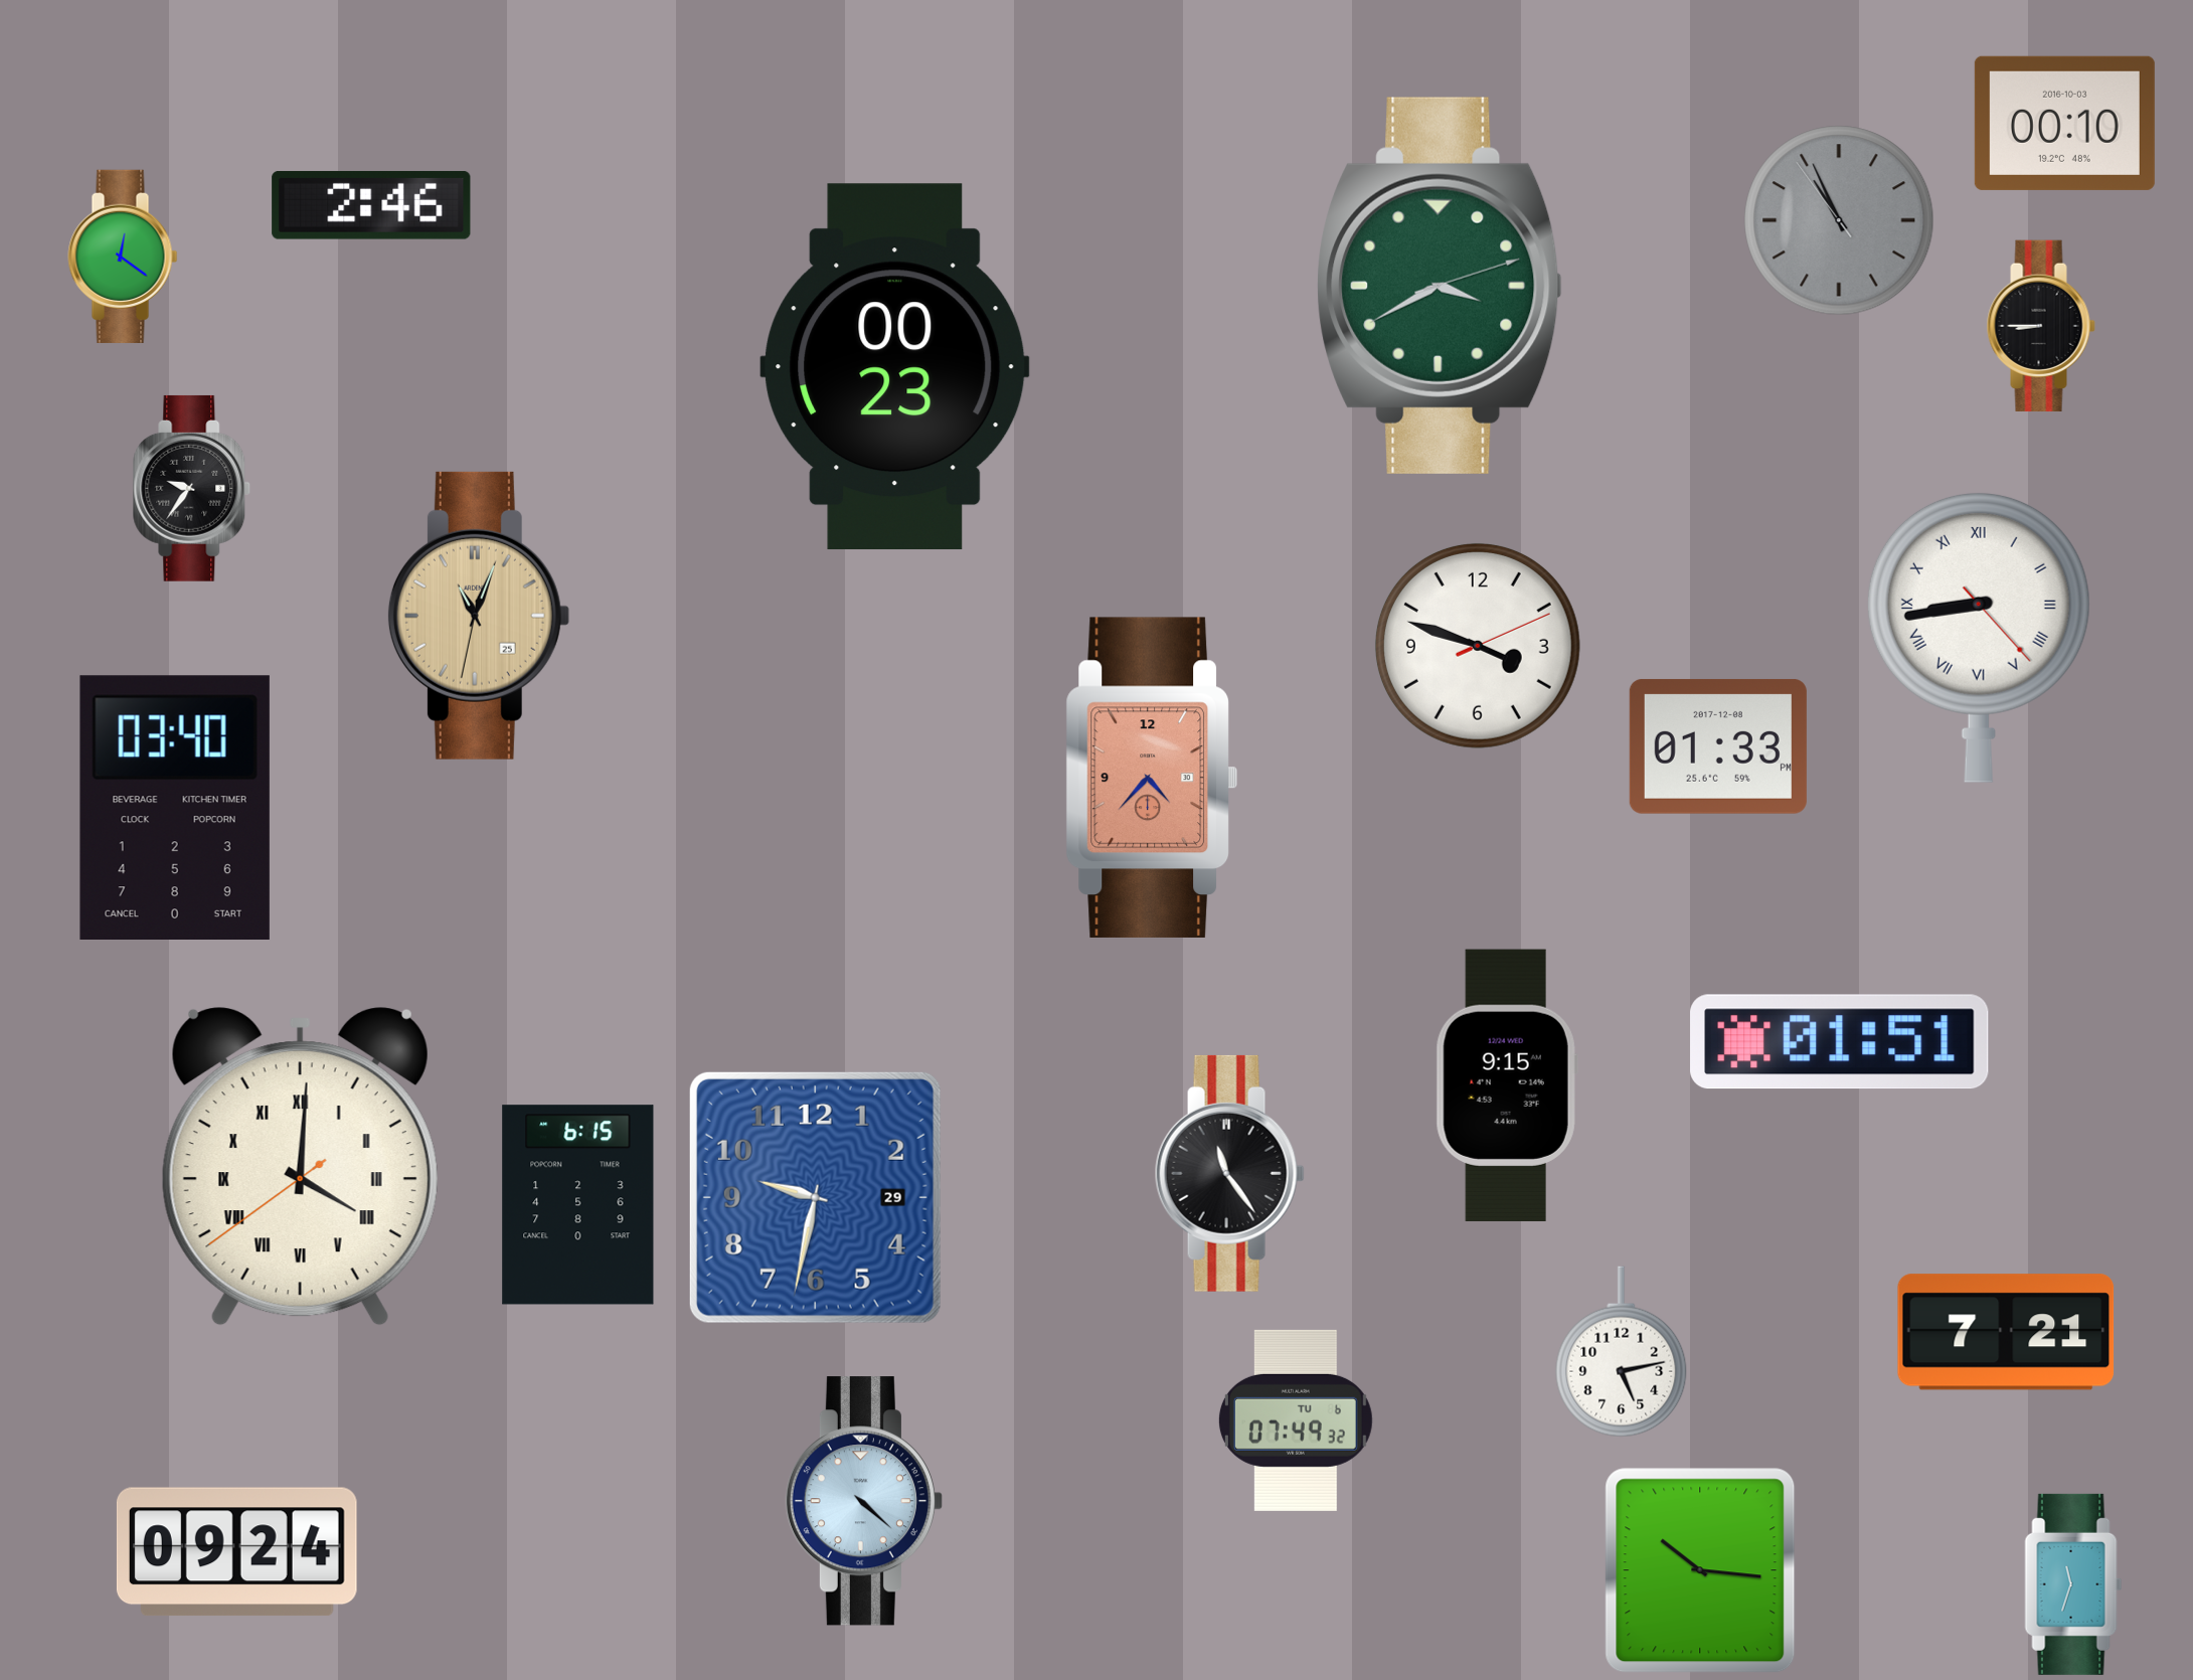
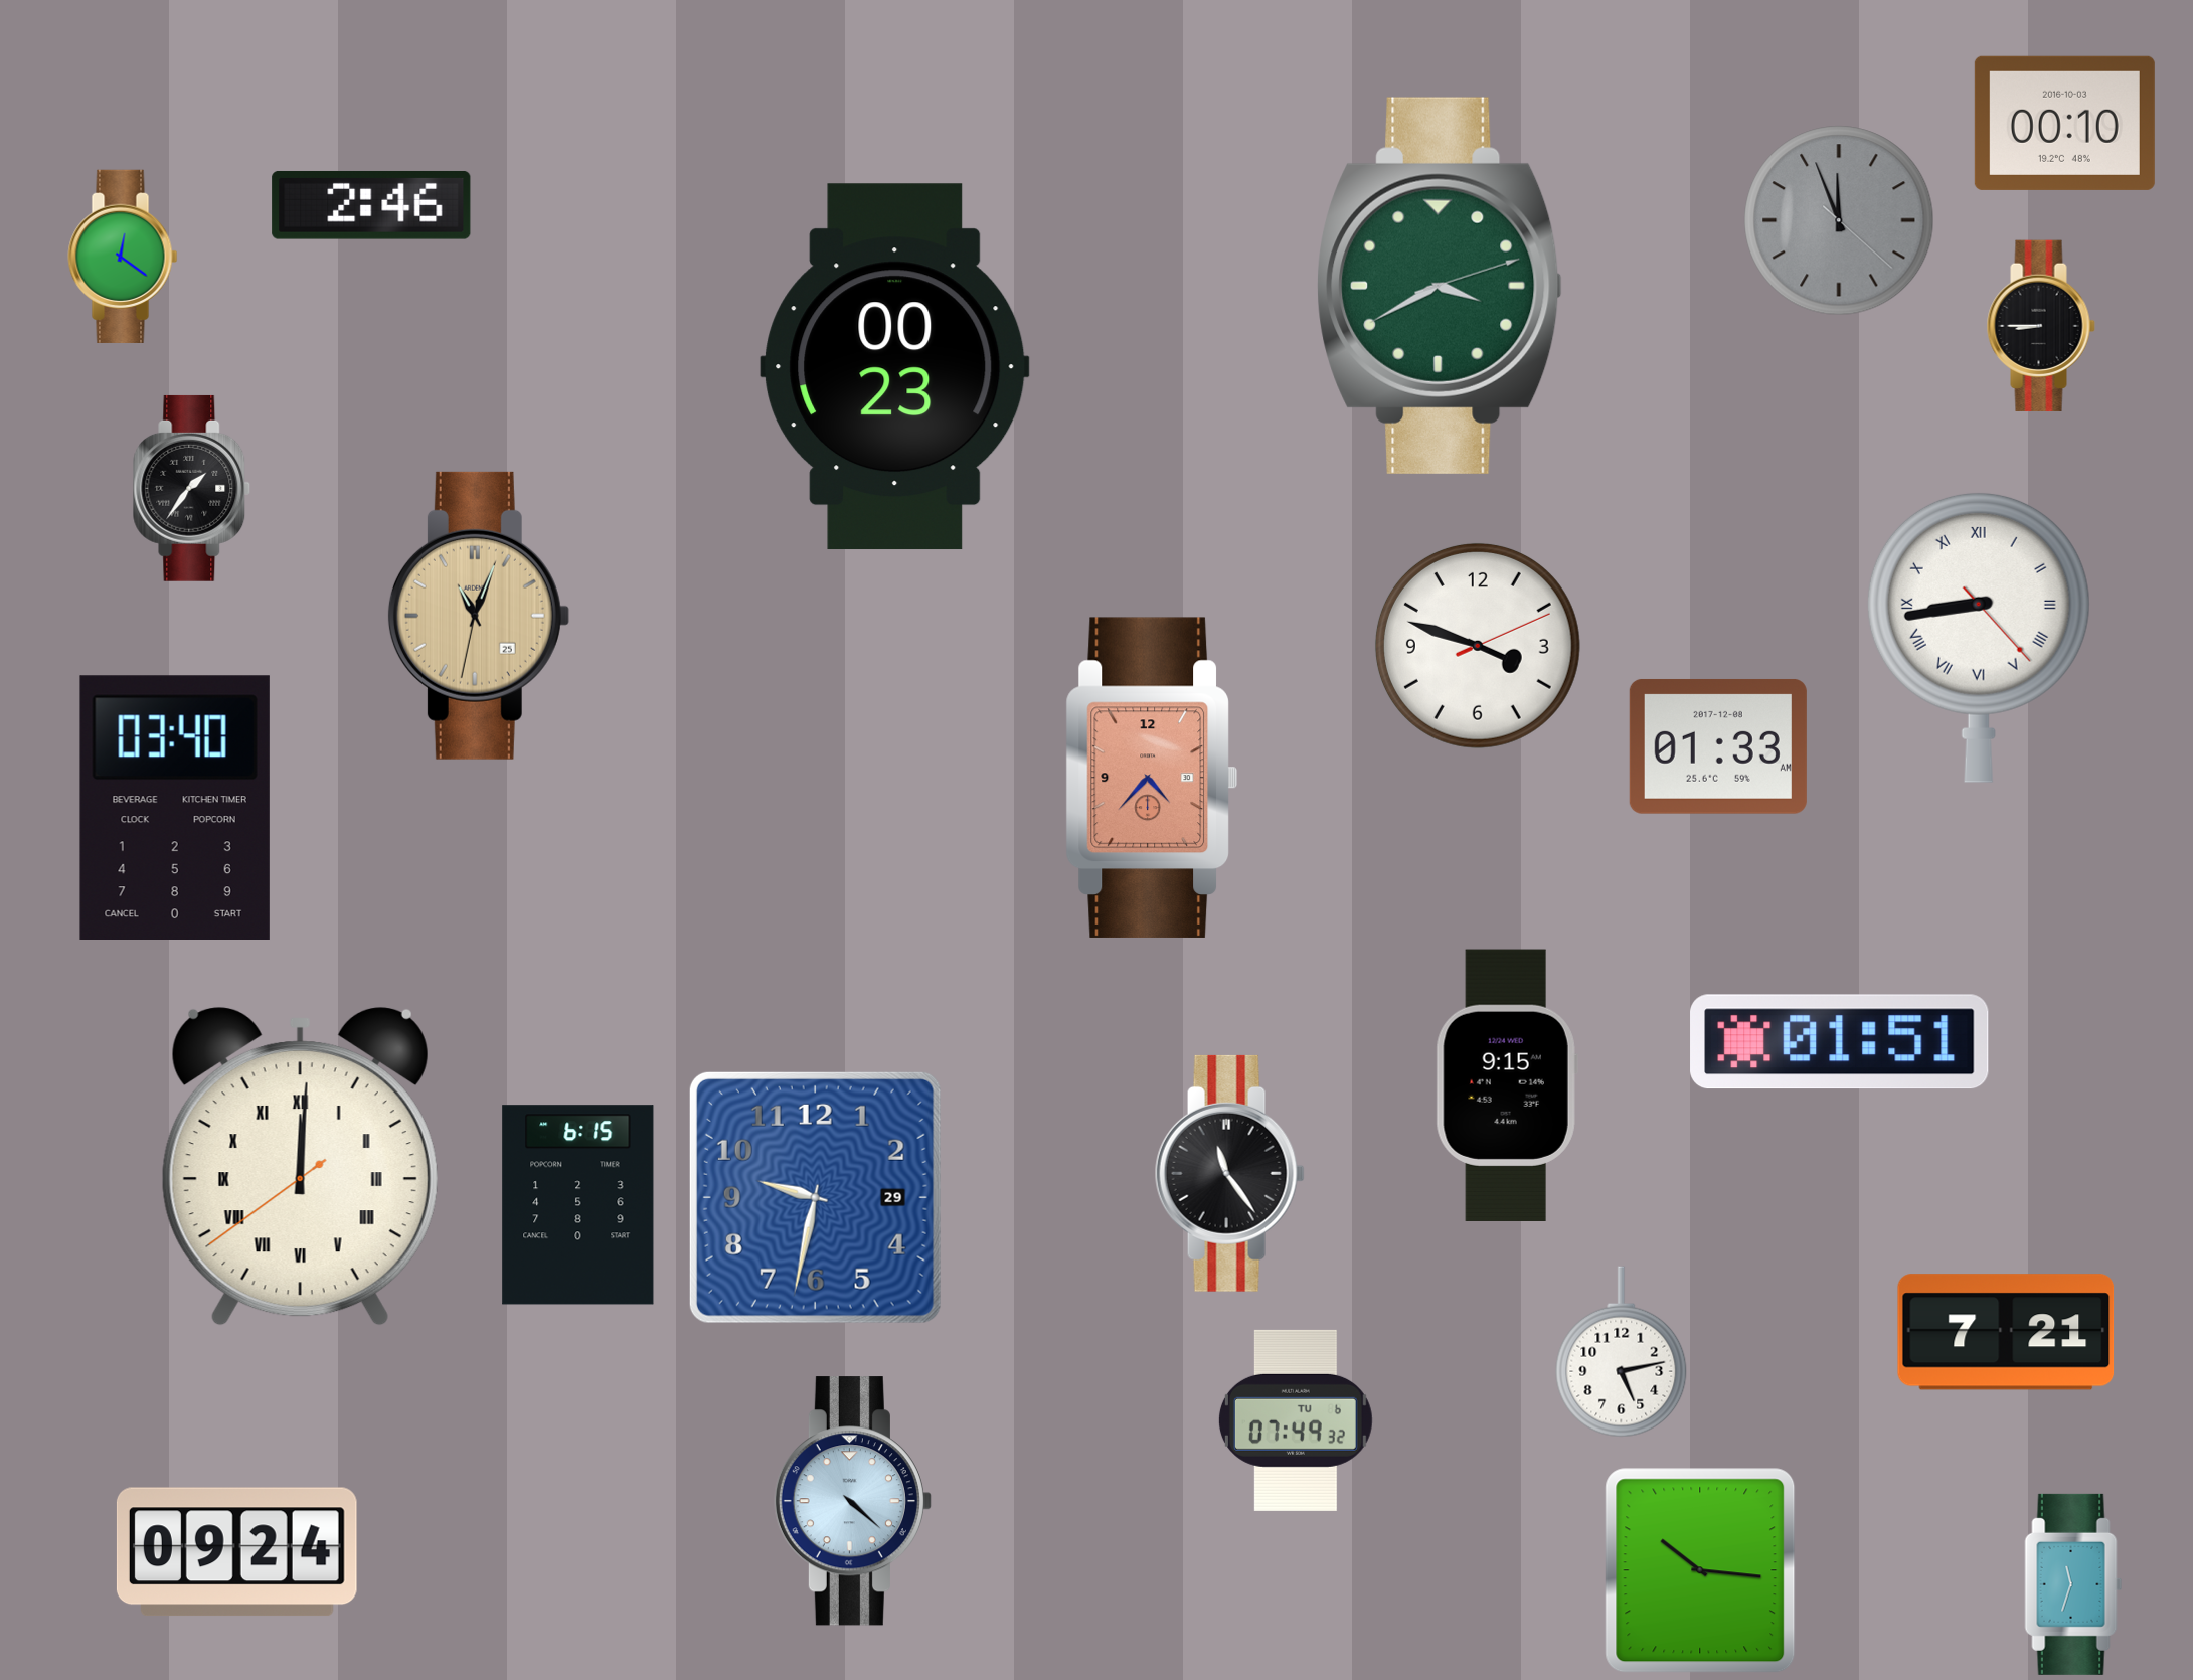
clock at (1839, 220): 10:55 -> 11:56
clock at (192, 488): 9:36 -> 1:36
clock at (1718, 746): 01:33 PM -> 01:33 AM
clock at (300, 1166): 4:00 -> 12:00
clock at (864, 1501) position: (864, 1501) -> (853, 1501)
